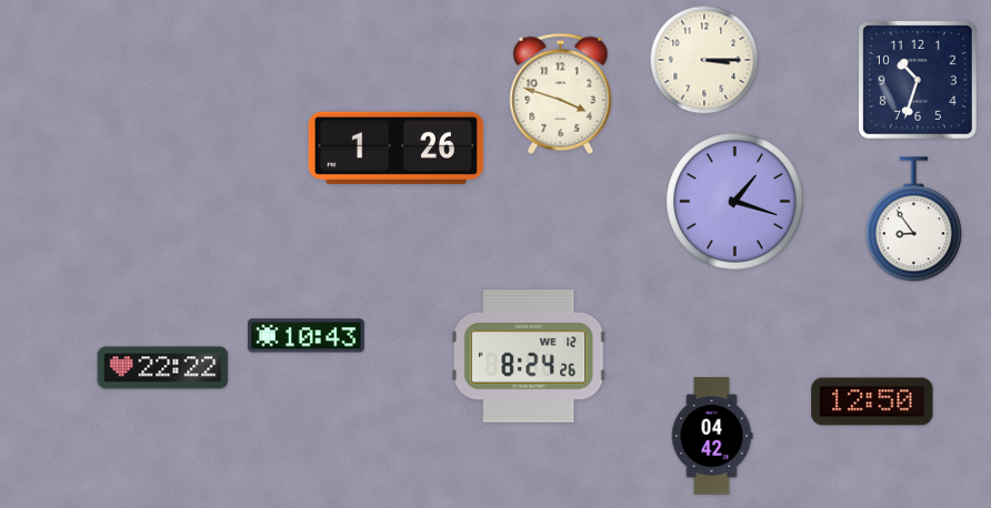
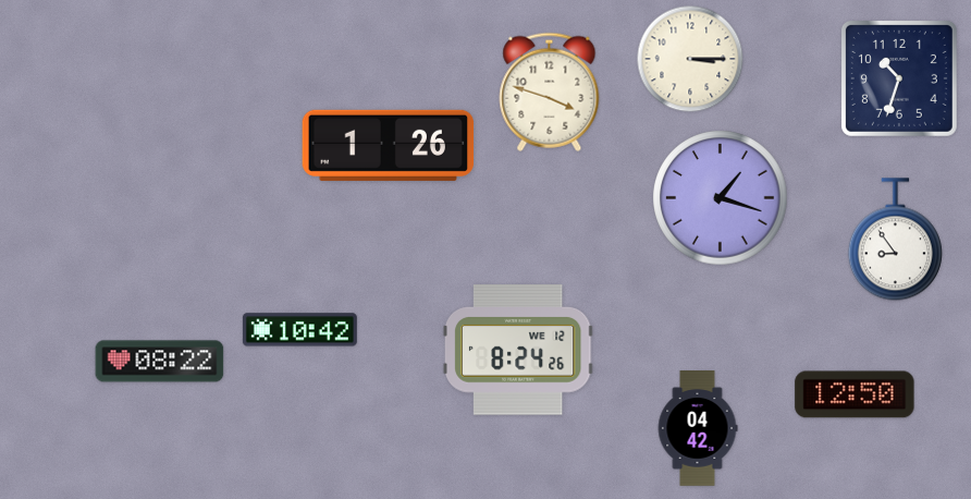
clock at (913, 220) position: (913, 220) -> (895, 240)
clock at (306, 336): 10:43 -> 10:42
clock at (163, 368): 22:22 -> 08:22
